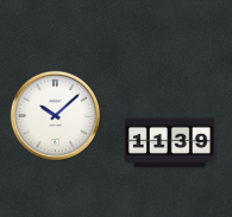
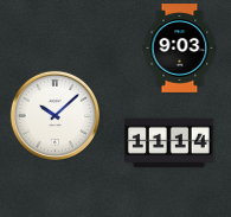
clock at (180, 49): none -> 9:03
clock at (170, 143): 11:39 -> 11:14
